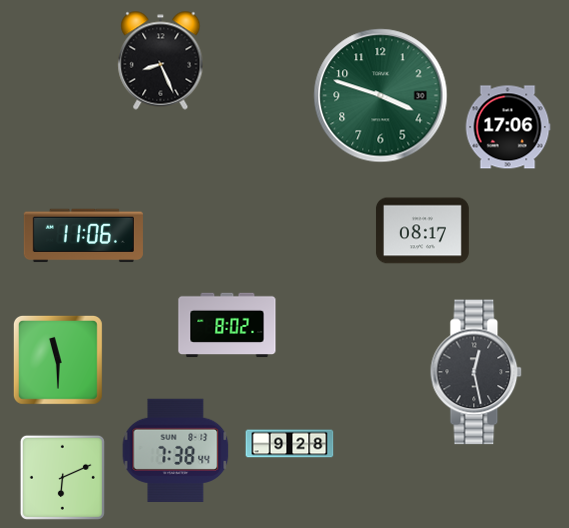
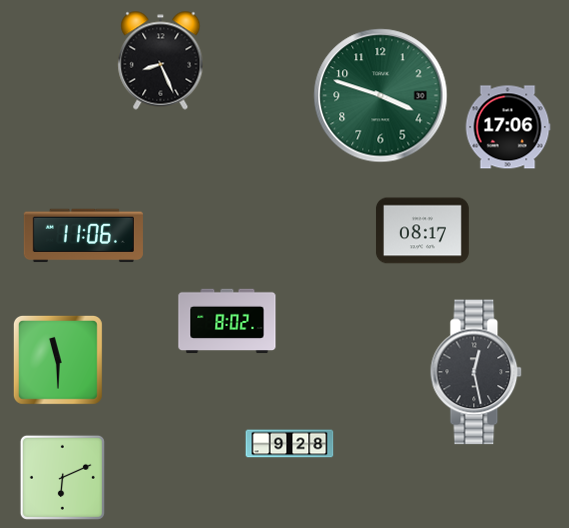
clock at (227, 325) position: (227, 325) -> (227, 321)
clock at (176, 450): 7:38 -> none
